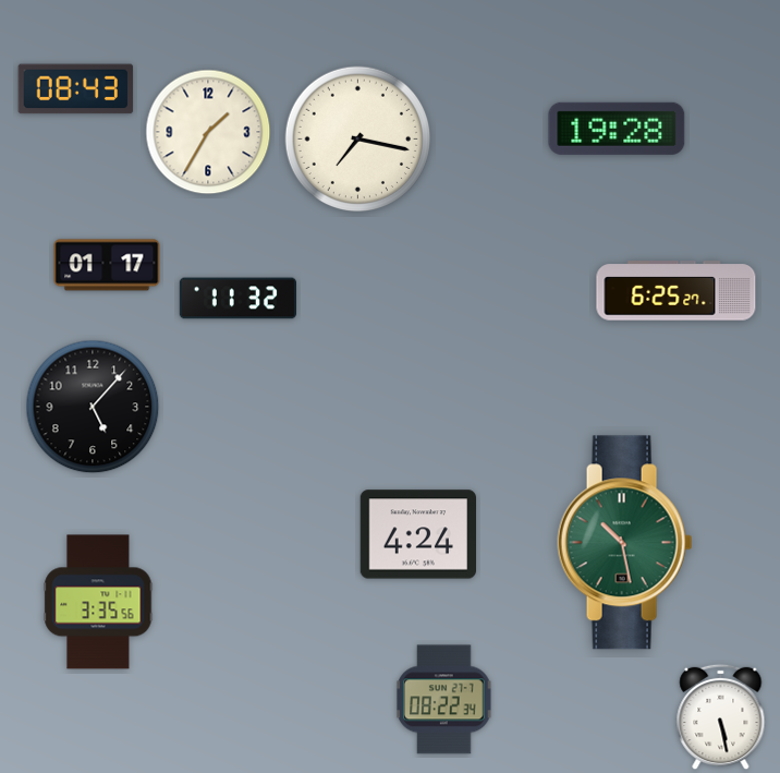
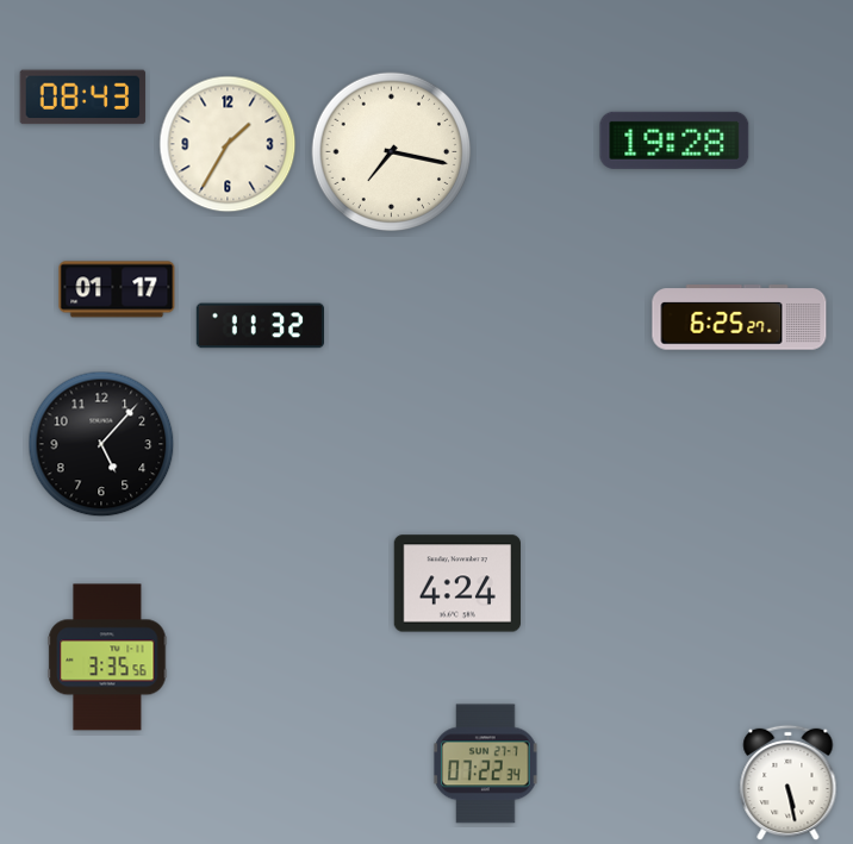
clock at (625, 543): 10:28 -> none
clock at (444, 700): 08:22 -> 07:22
